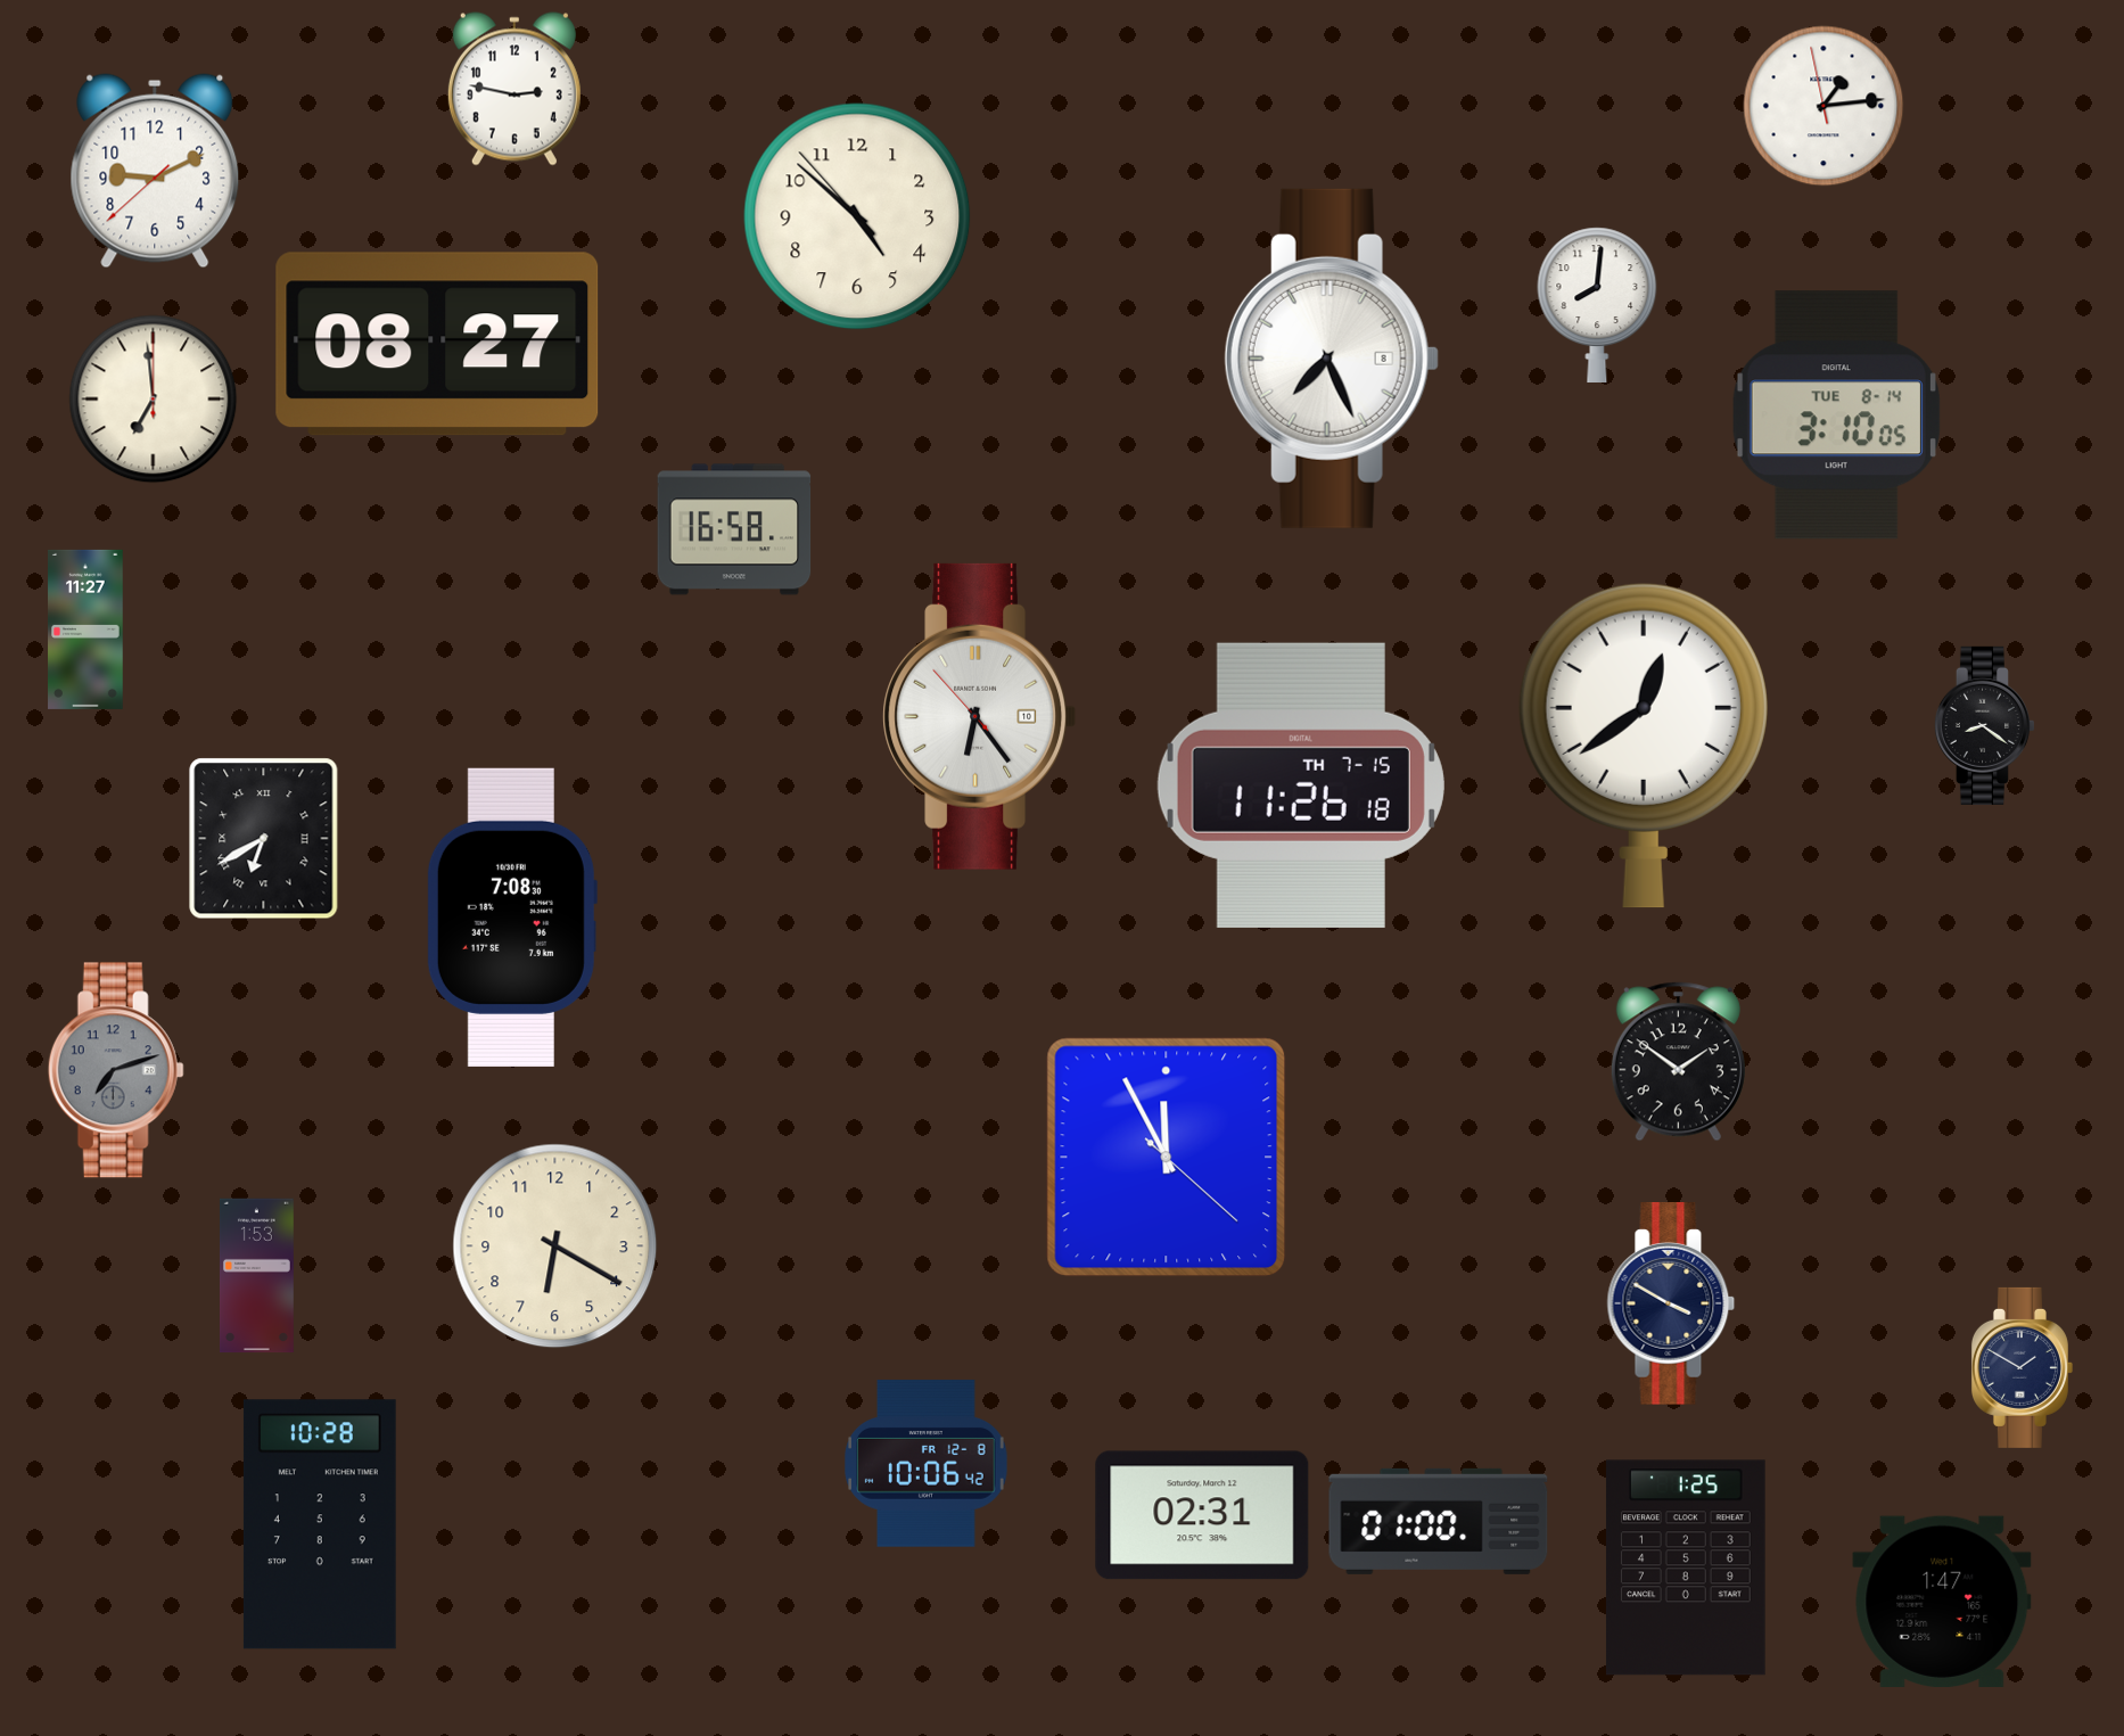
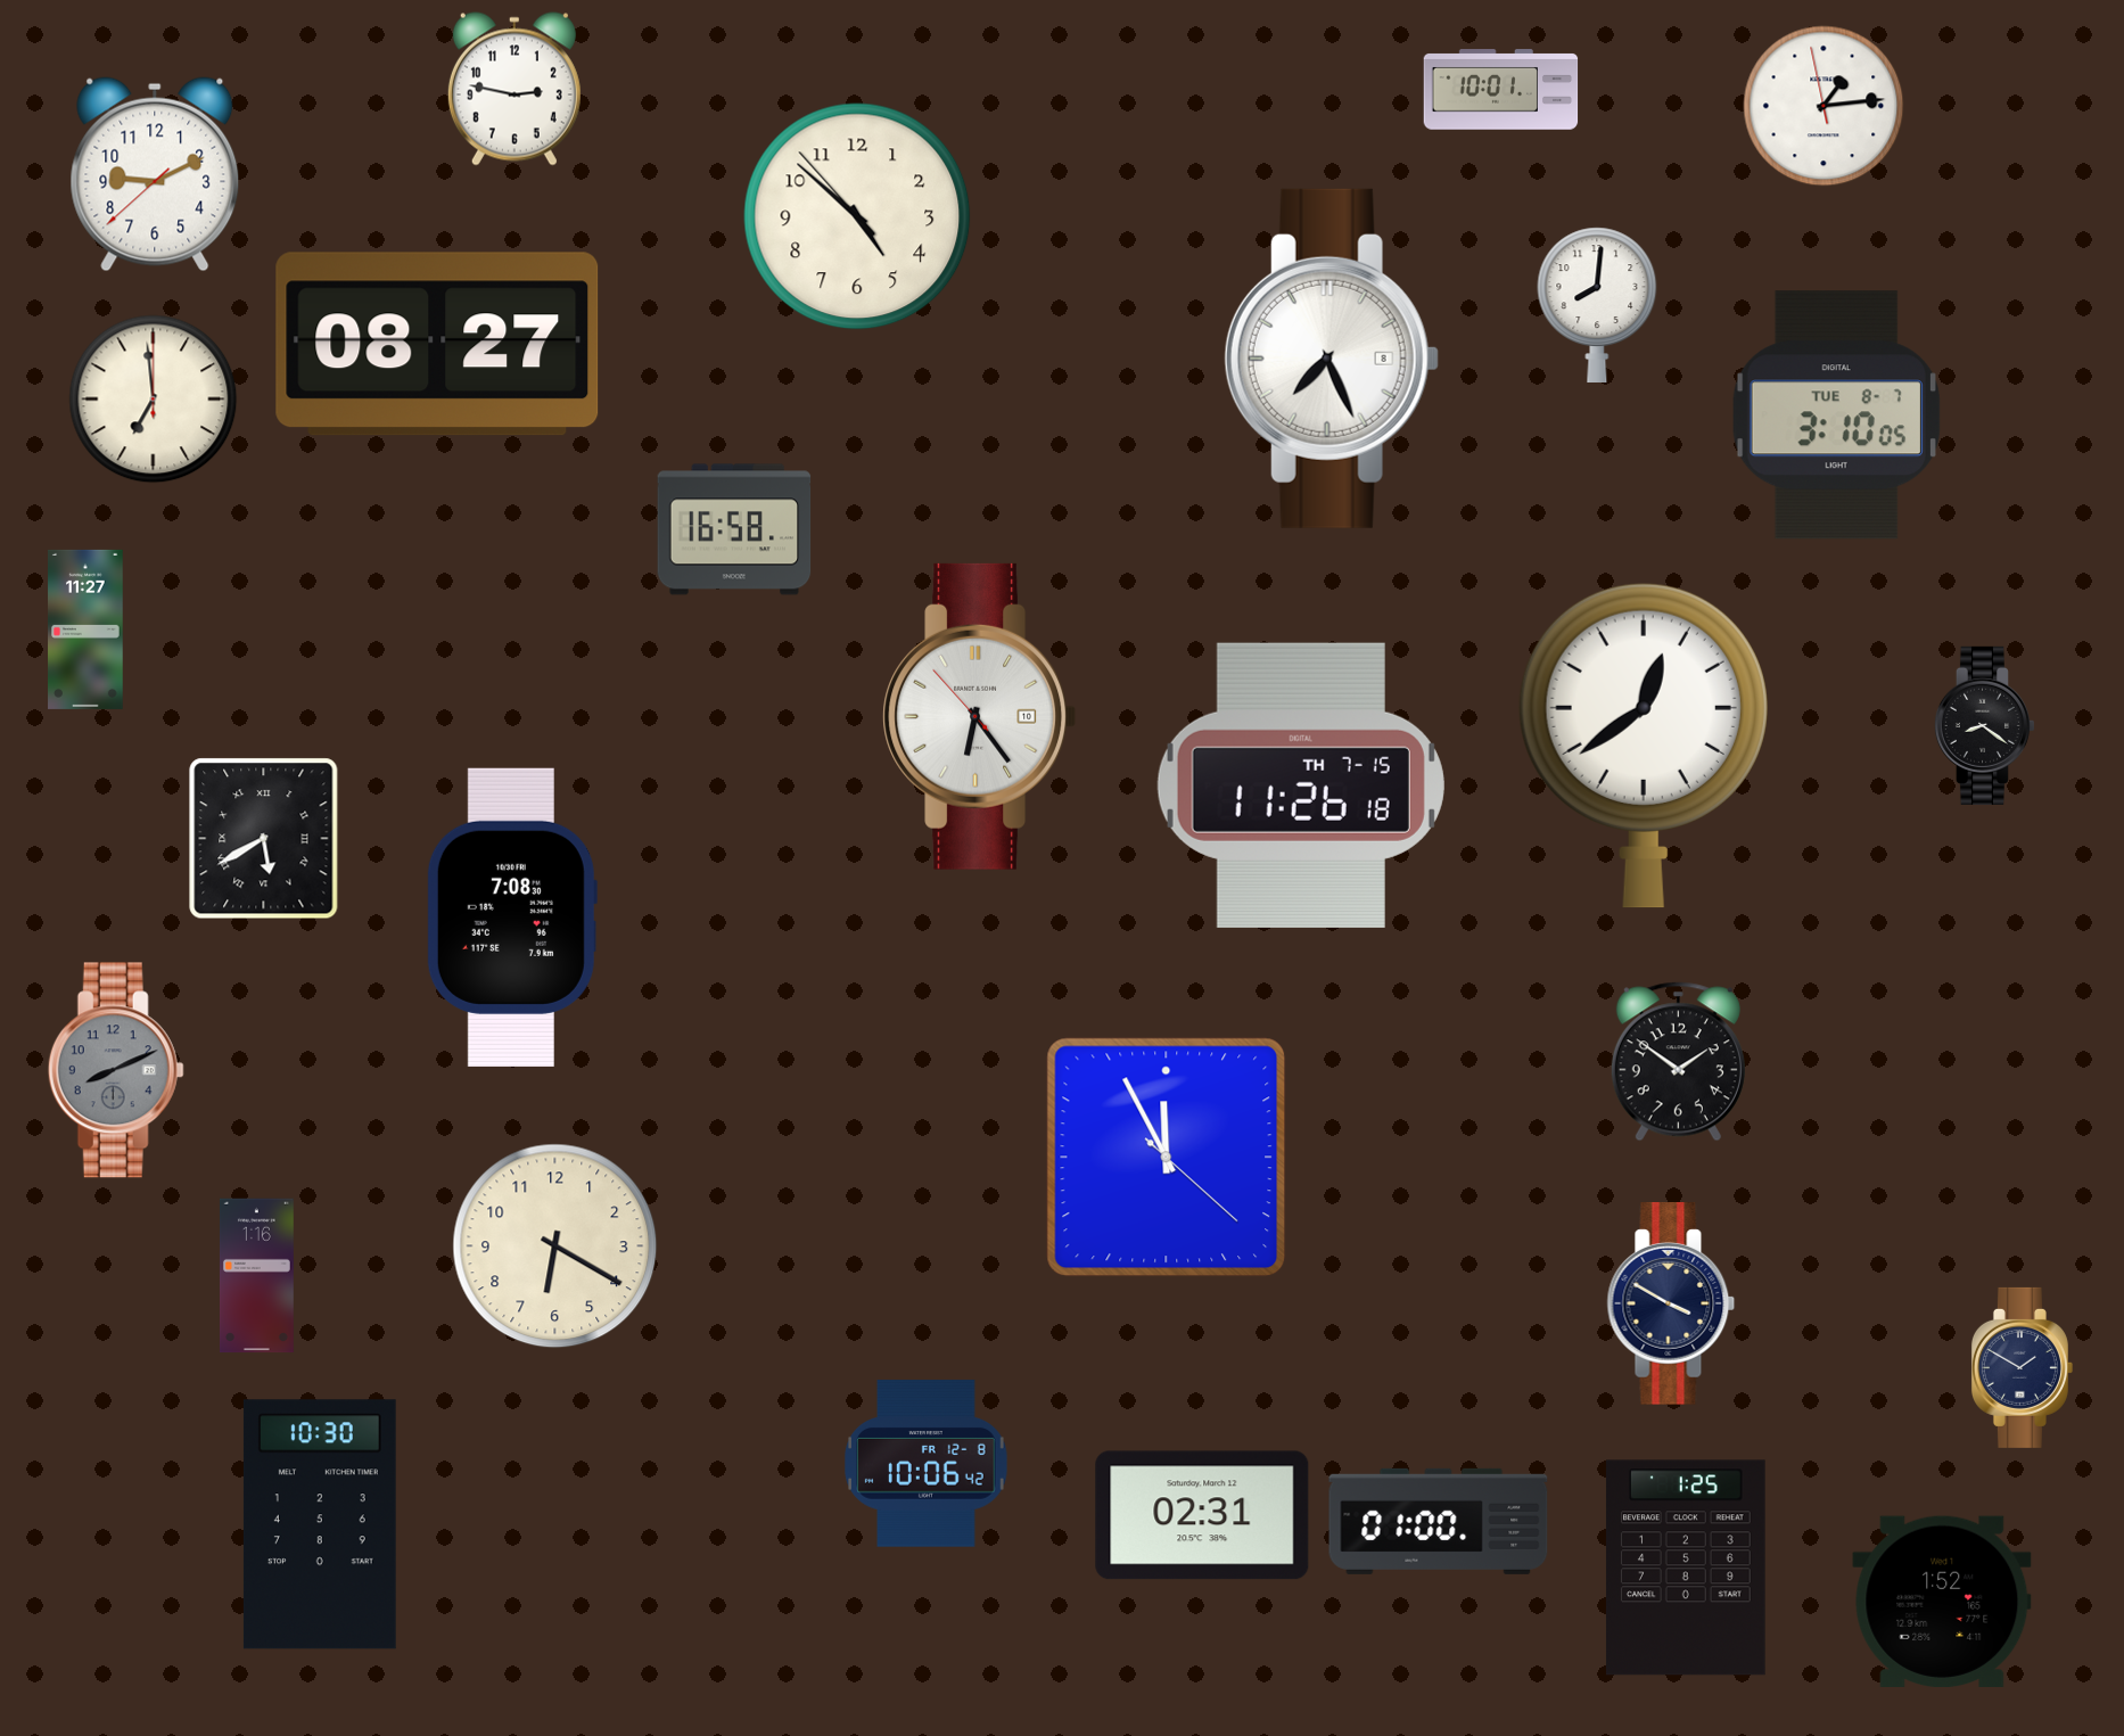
clock at (1501, 90): none -> 10:01
clock at (155, 171) position: (155, 171) -> (155, 174)
clock at (1836, 416) date: TUE 8-14 -> TUE 8-7
clock at (264, 839): 6:40 -> 5:40
clock at (116, 1070): 7:12 -> 8:11
clock at (256, 1276): 1:53 -> 1:16
clock at (320, 1524): 10:28 -> 10:30
clock at (1942, 1602): 1:47 -> 1:52
